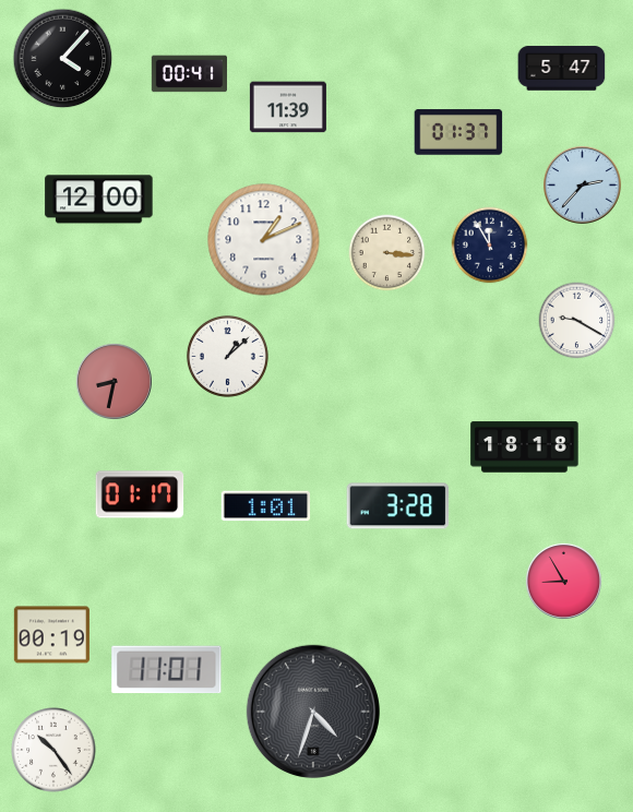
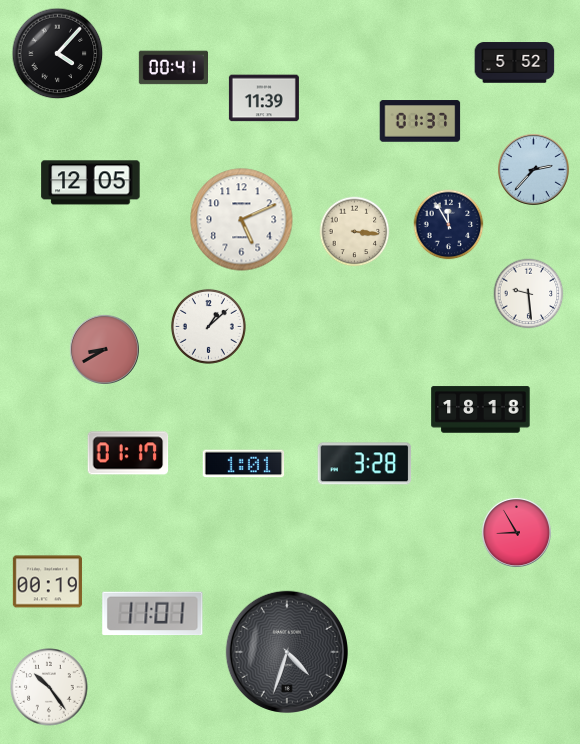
clock at (562, 69): 5:47 -> 5:52
clock at (99, 200): 12:00 -> 12:05
clock at (264, 240): 1:11 -> 5:11
clock at (577, 321): 9:20 -> 9:29
clock at (114, 381): 8:32 -> 8:40
